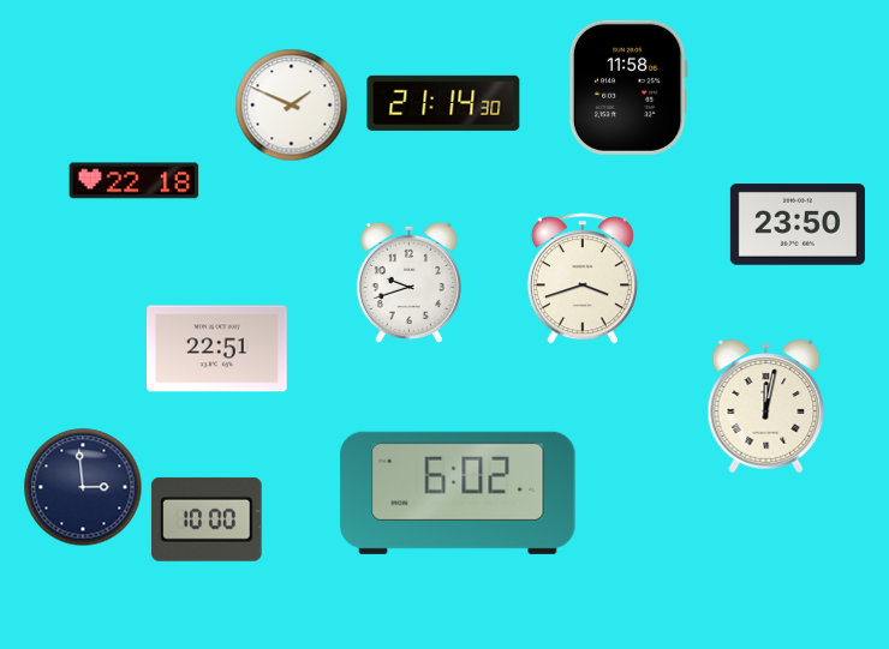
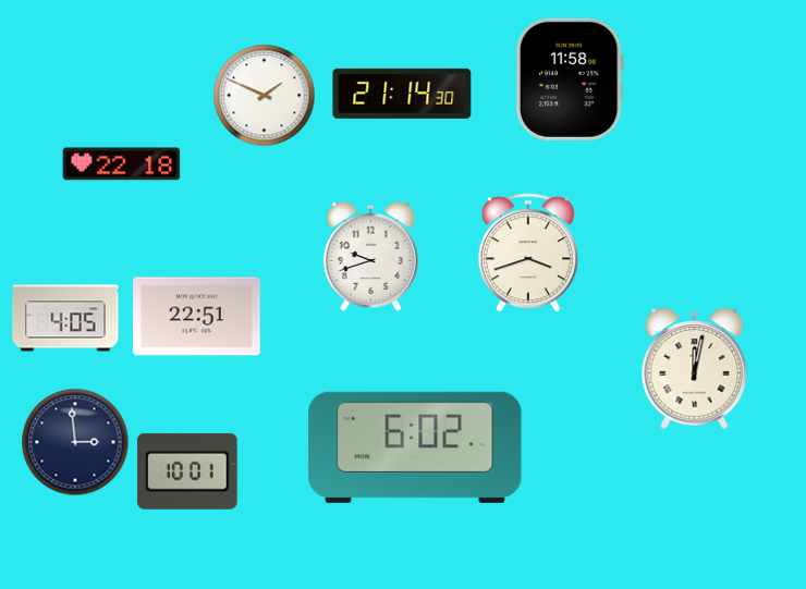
clock at (798, 226): 23:50 -> none
clock at (65, 318): none -> 4:05
clock at (207, 519): 10:00 -> 10:01
